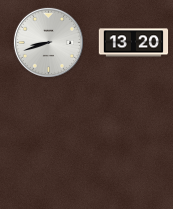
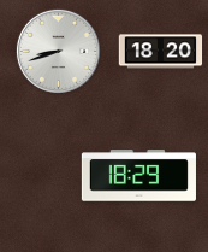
clock at (134, 43): 13:20 -> 18:20
clock at (138, 176): none -> 18:29
